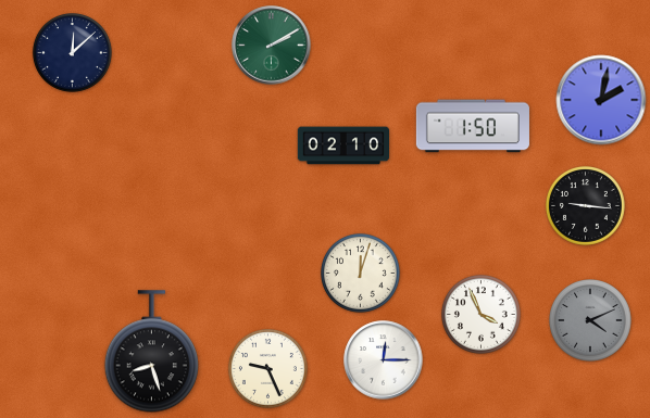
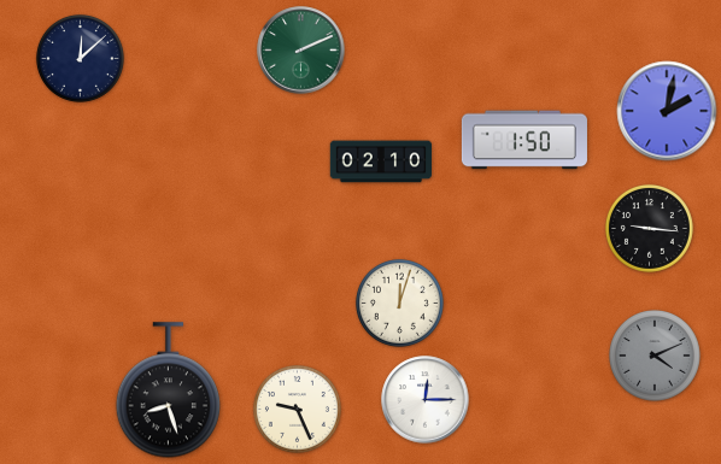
clock at (272, 46): 2:10 -> 2:11
clock at (480, 314): 3:56 -> none
